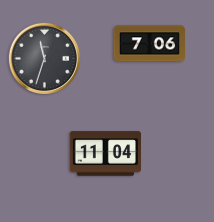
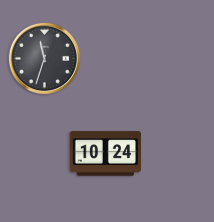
clock at (150, 44): 7:06 -> none
clock at (105, 154): 11:04 -> 10:24
